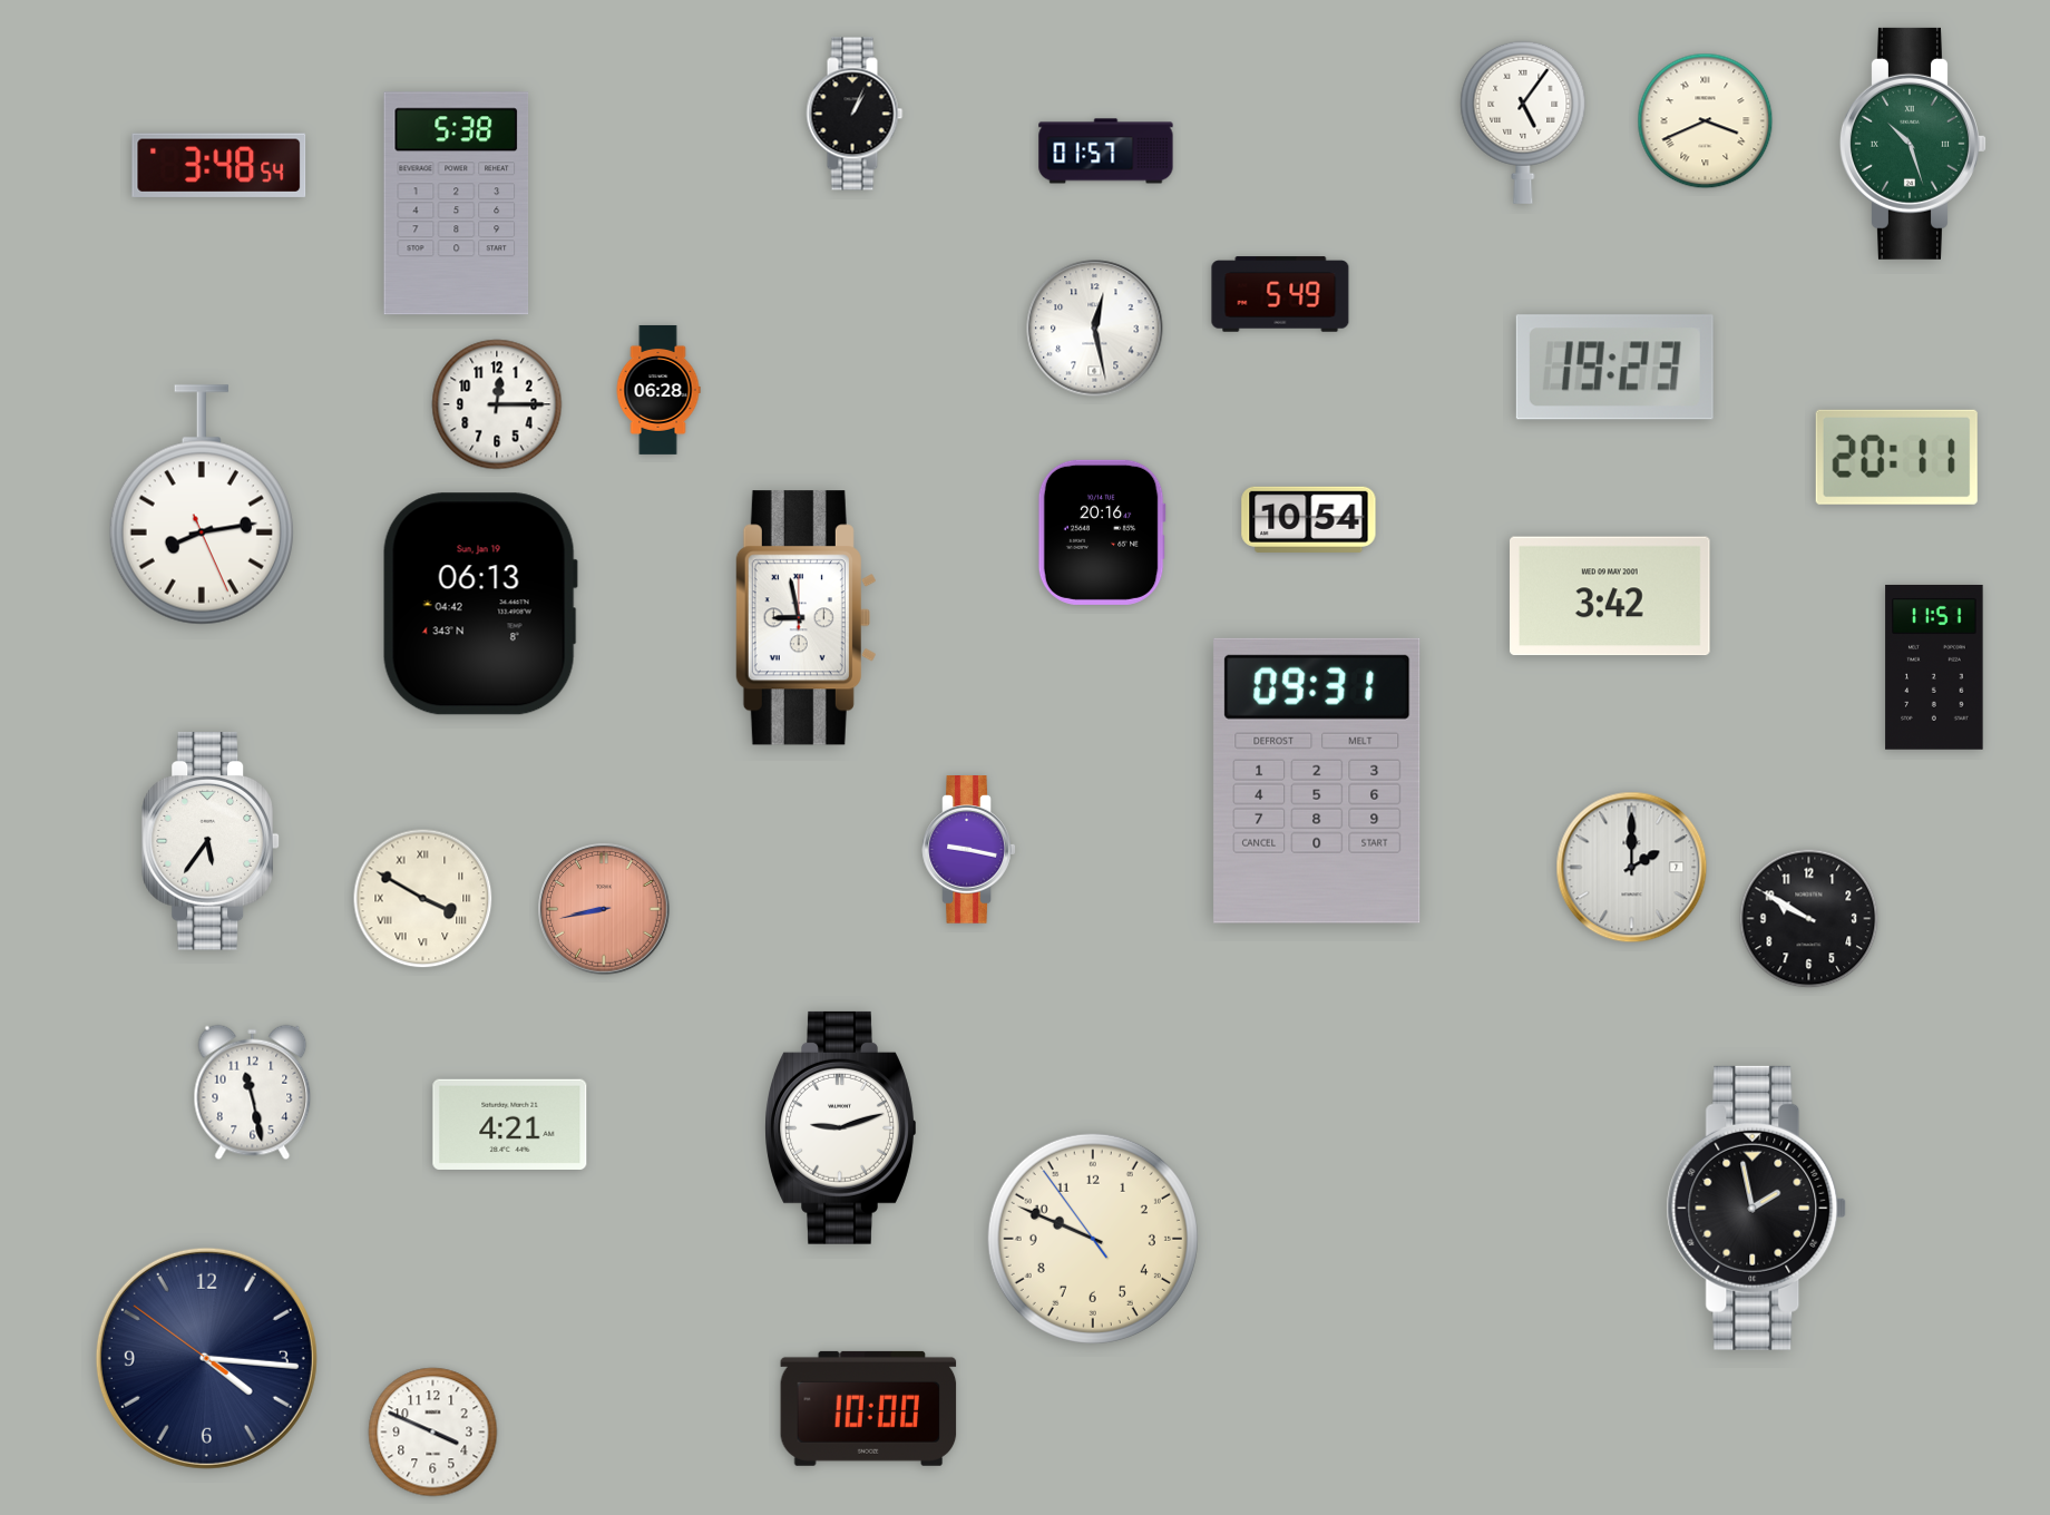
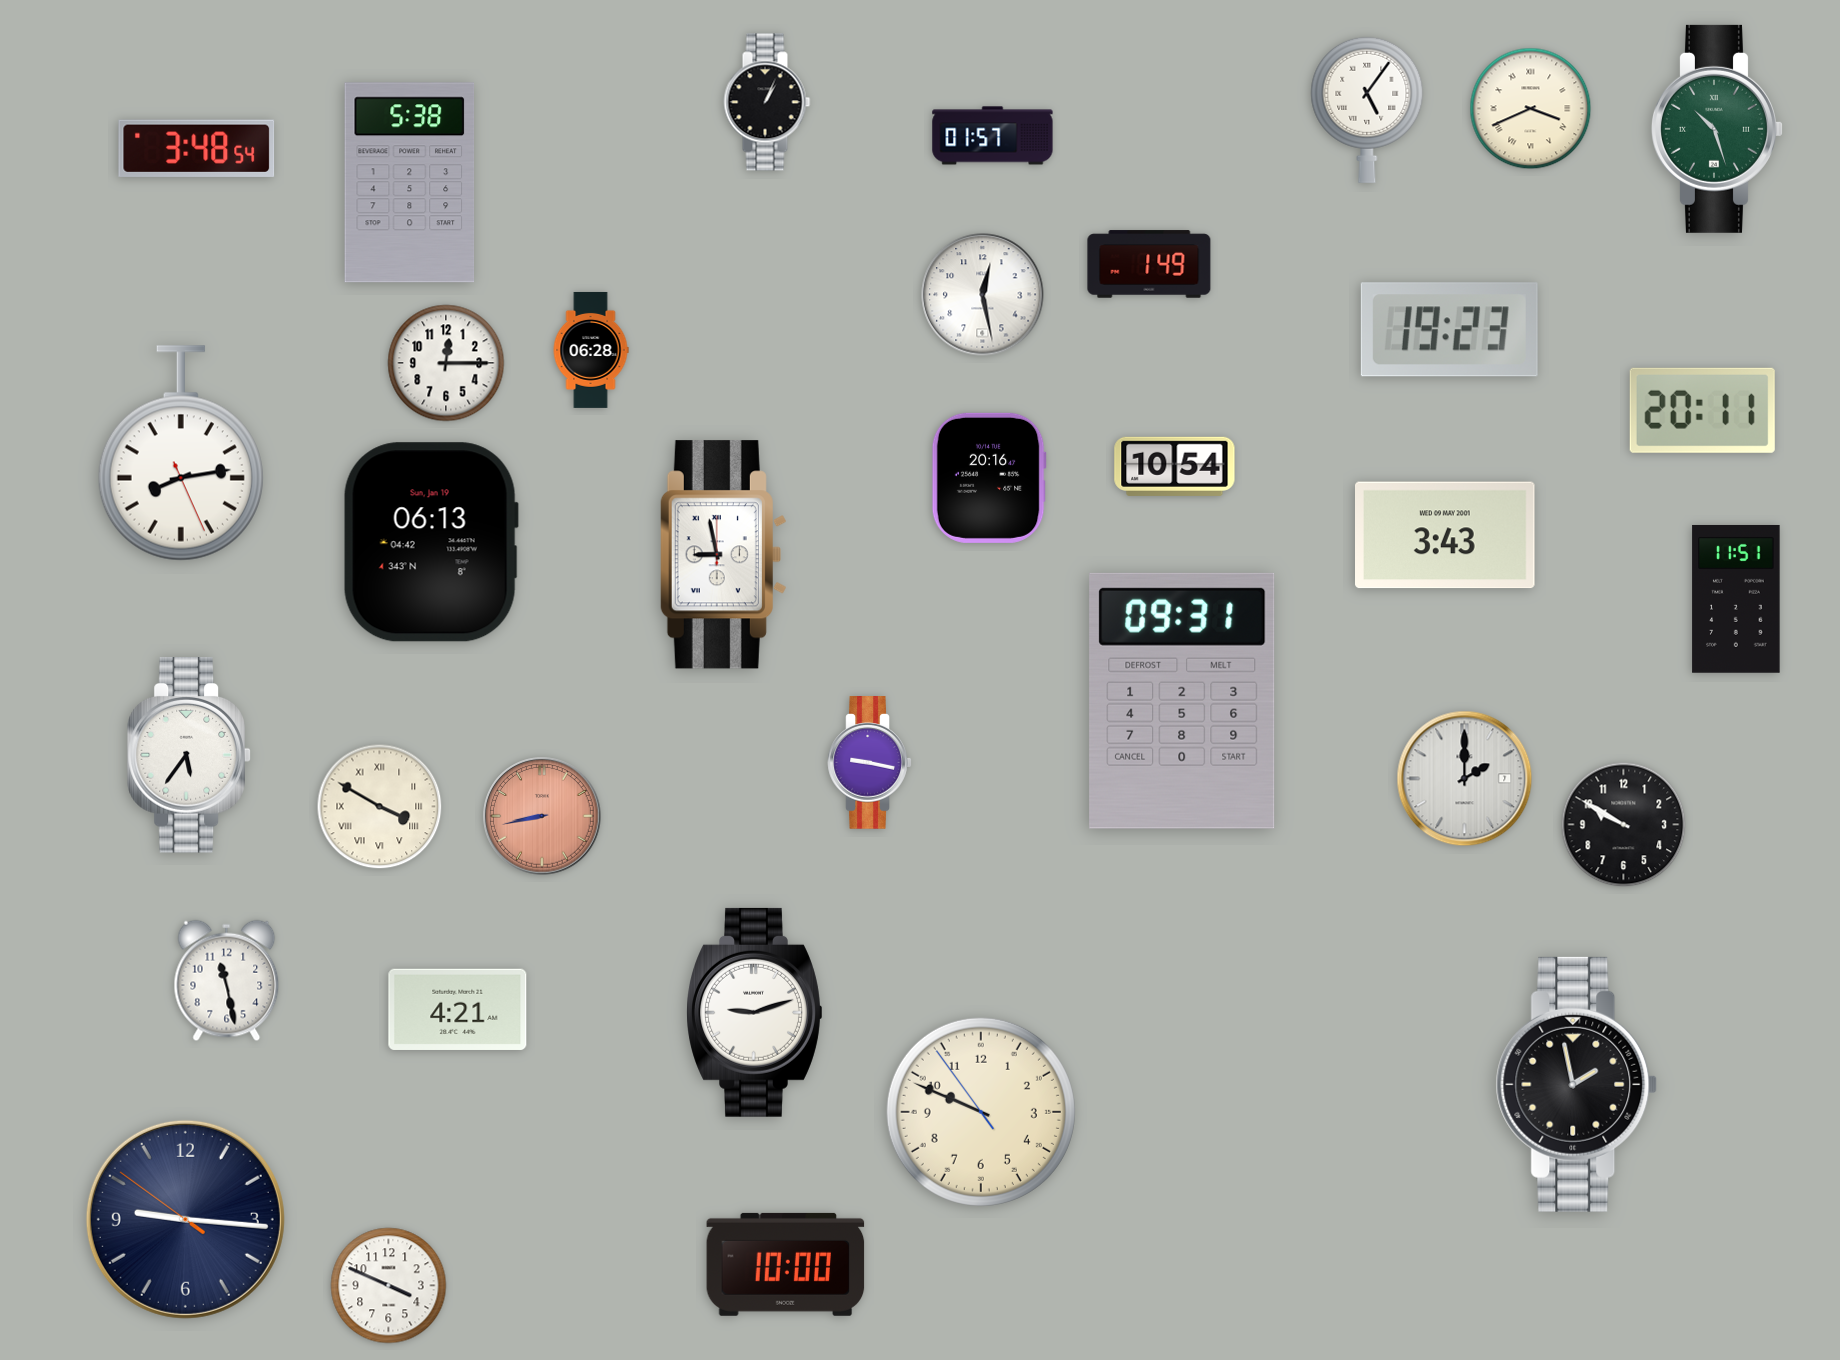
clock at (1280, 294): 5:49 -> 1:49
clock at (1611, 596): 3:42 -> 3:43
clock at (206, 1358): 4:15 -> 9:15
clock at (869, 1408) position: (869, 1408) -> (786, 1264)
